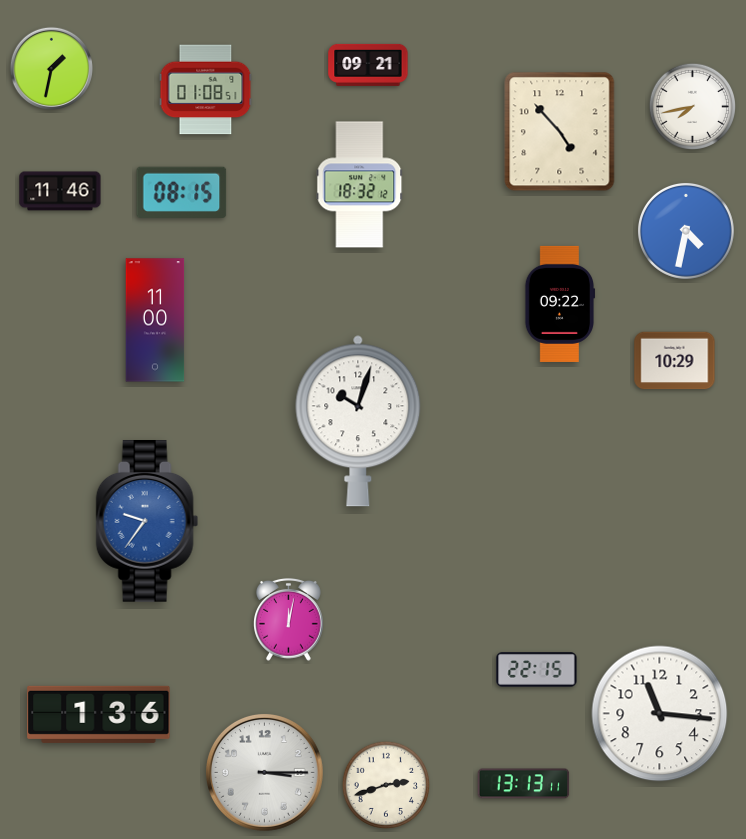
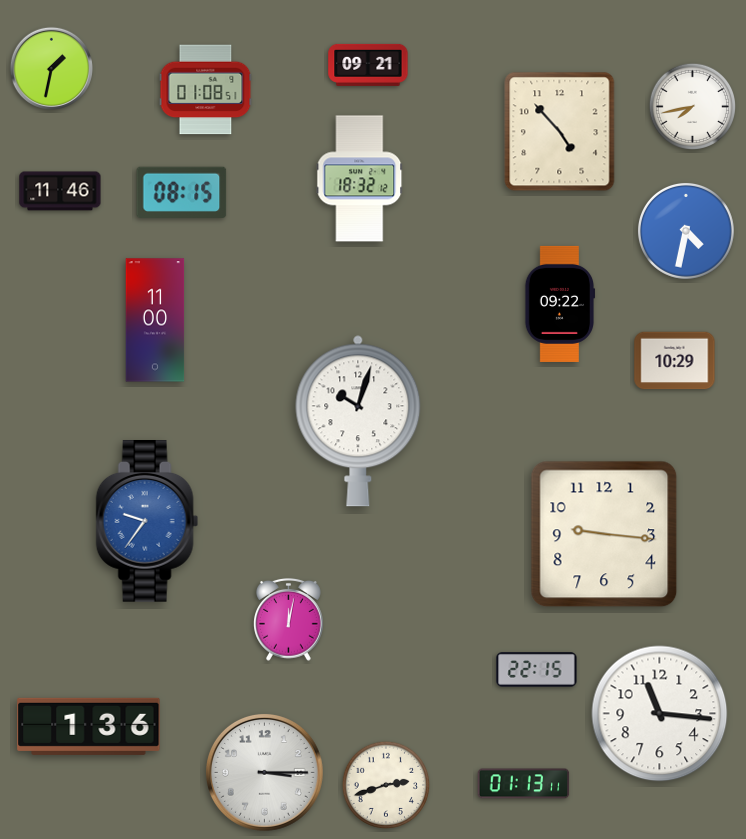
clock at (360, 185) position: (360, 185) -> (360, 179)
clock at (604, 534): none -> 9:16
clock at (99, 714) position: (99, 714) -> (89, 726)
clock at (524, 784): 13:13 -> 01:13
